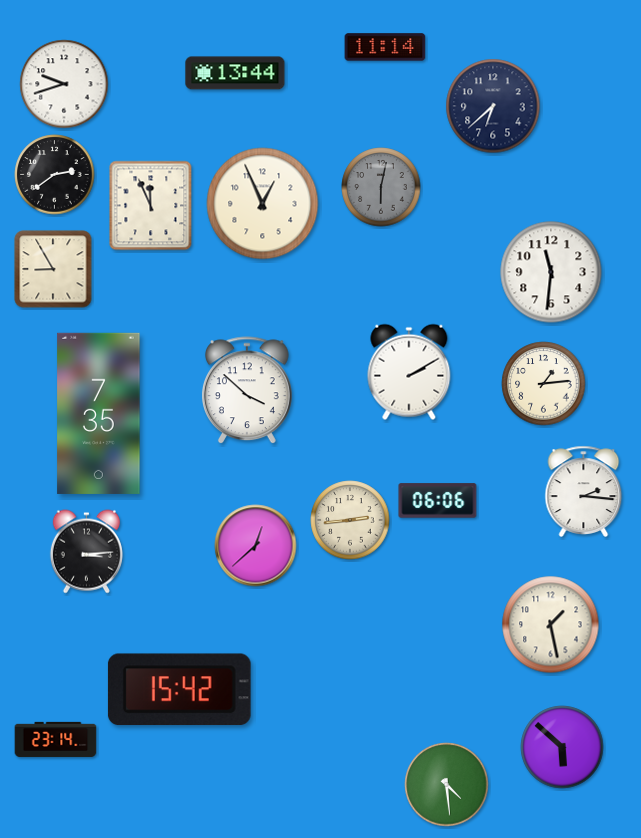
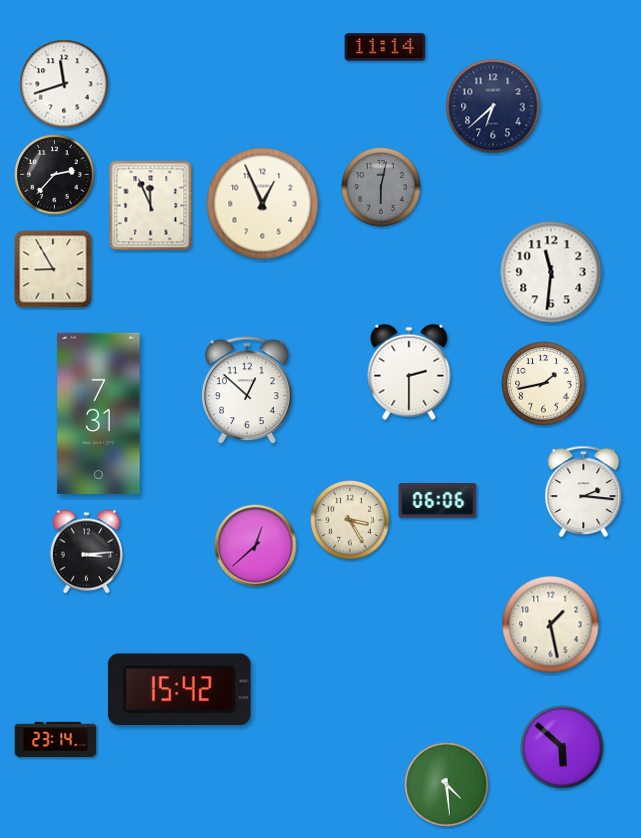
clock at (235, 73): 13:44 -> none
clock at (64, 84): 9:42 -> 11:42
clock at (55, 175): 2:39 -> 2:37
clock at (409, 372): 2:10 -> 2:30
clock at (544, 384): 1:14 -> 1:43
clock at (247, 391): 3:52 -> 12:52
clock at (99, 413): 7:35 -> 7:31
clock at (350, 520): 2:44 -> 3:25
